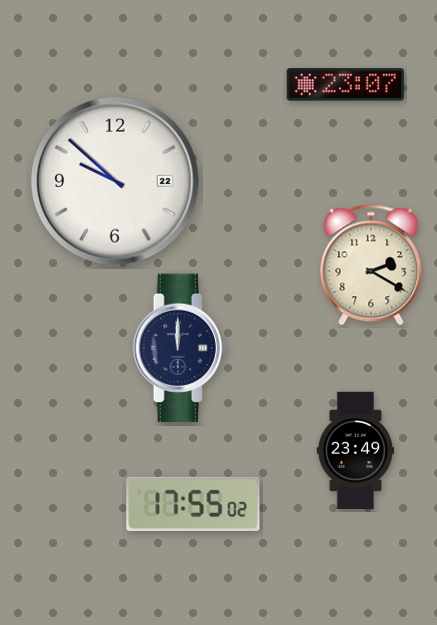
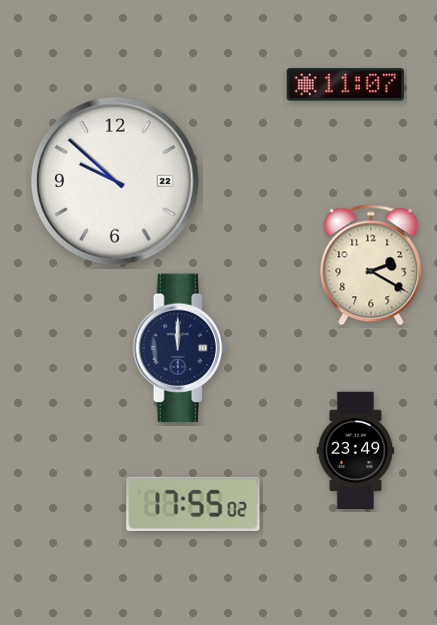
clock at (345, 85): 23:07 -> 11:07
